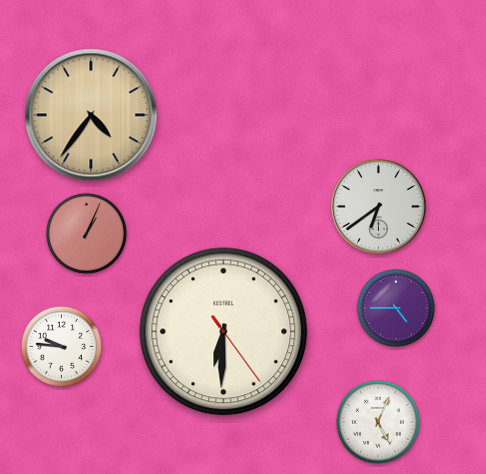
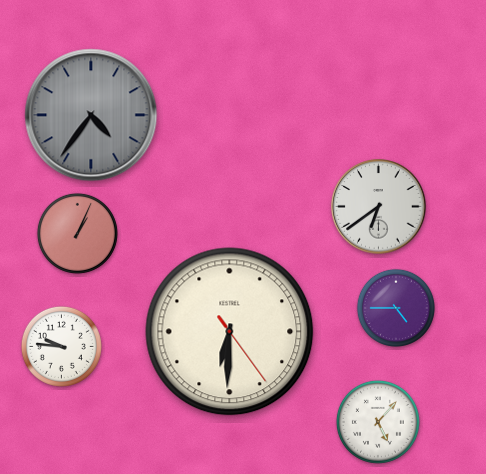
clock at (91, 115) dial: champagne -> grey
clock at (86, 233) position: (86, 233) -> (77, 233)
clock at (224, 332) position: (224, 332) -> (230, 332)
clock at (378, 422): 5:04 -> 5:07
